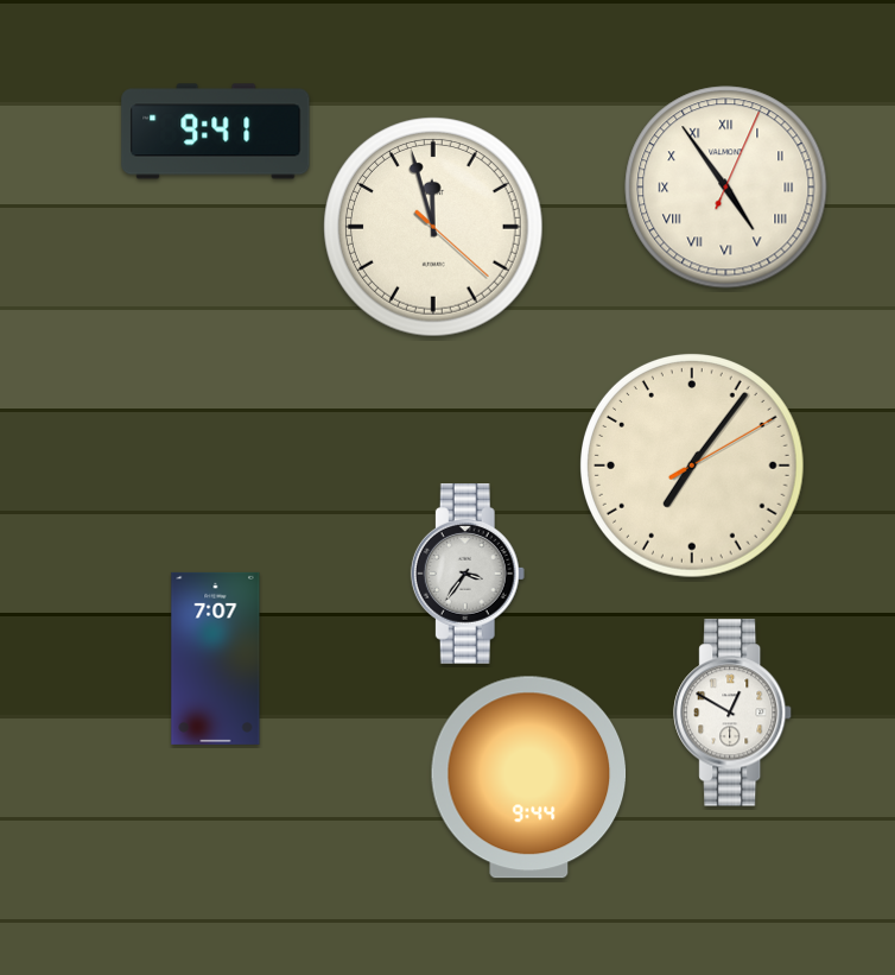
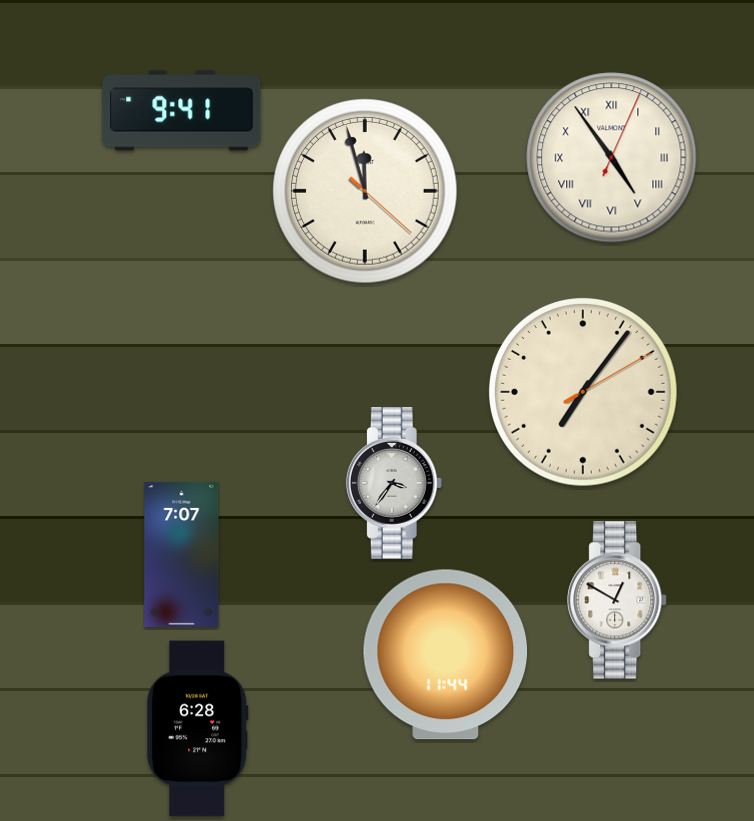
clock at (529, 778): 9:44 -> 11:44
clock at (198, 729): none -> 6:28
